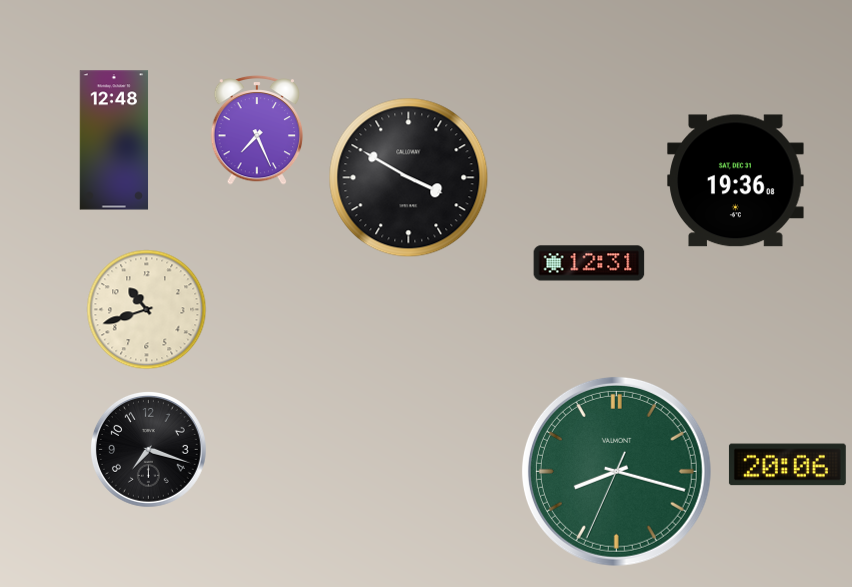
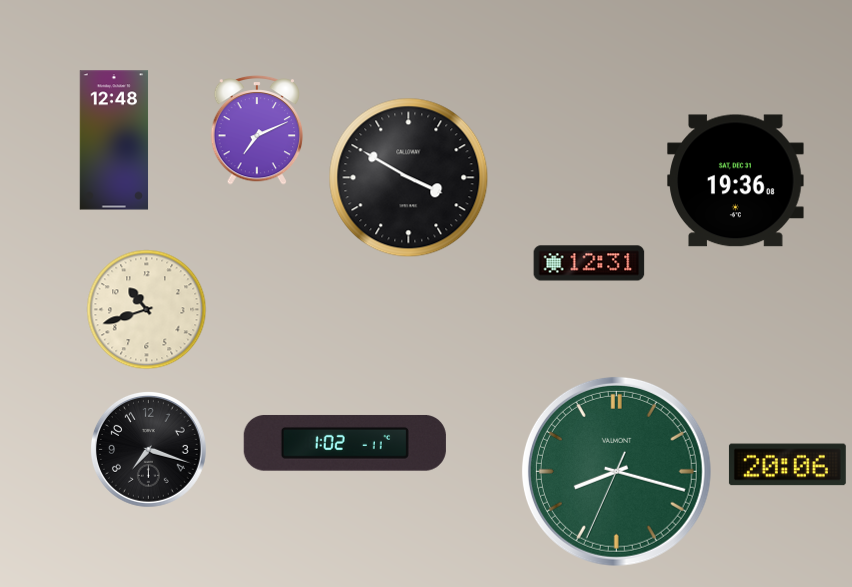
clock at (257, 130): 7:26 -> 7:11
clock at (345, 443): none -> 1:02
